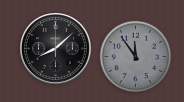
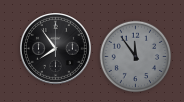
clock at (56, 49): 8:08 -> 7:54
